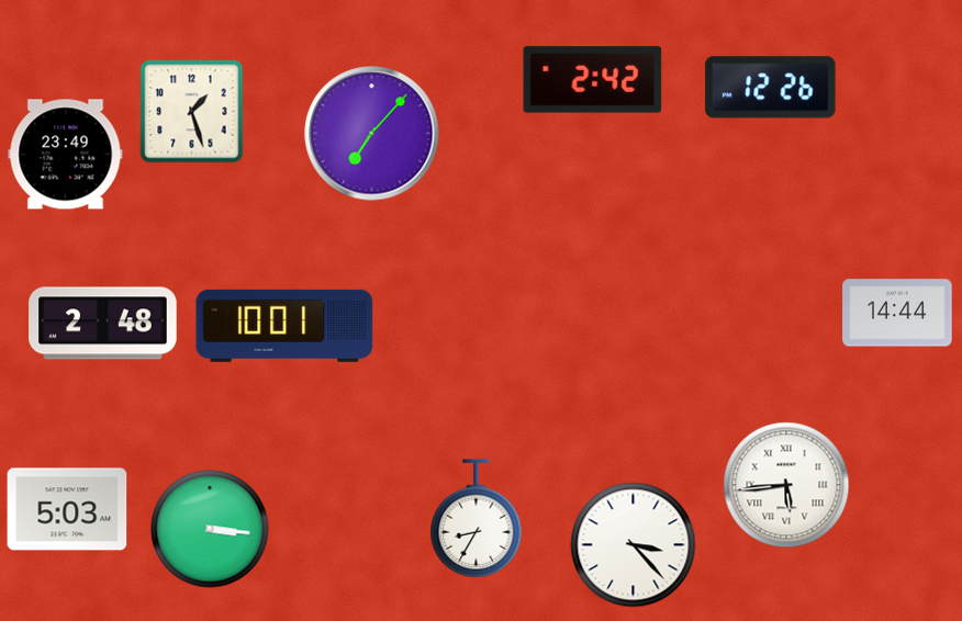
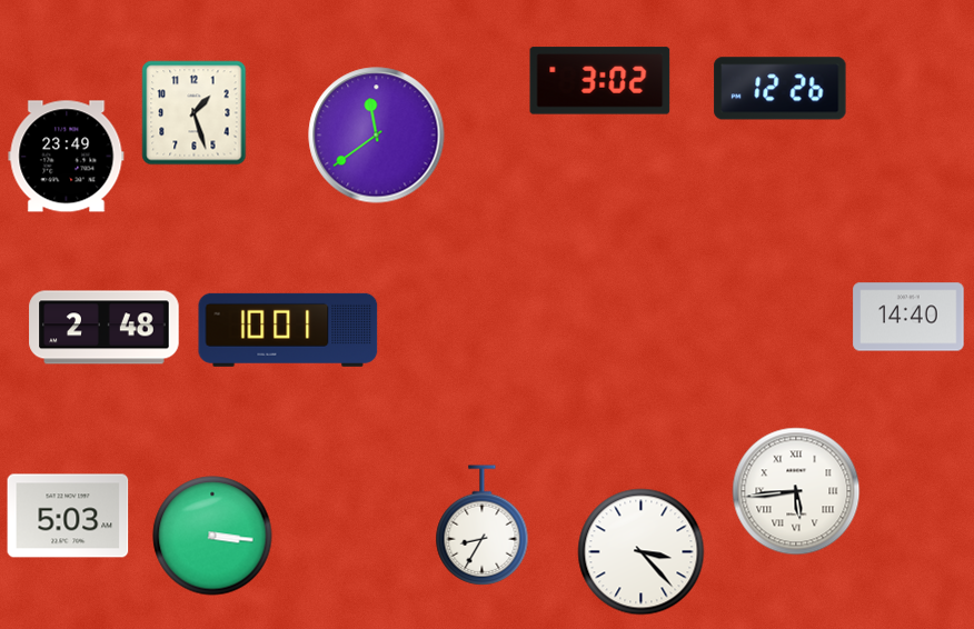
clock at (593, 80): 2:42 -> 3:02
clock at (372, 134): 7:07 -> 11:39
clock at (897, 313): 14:44 -> 14:40
